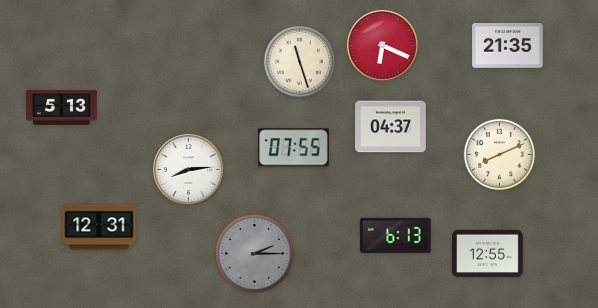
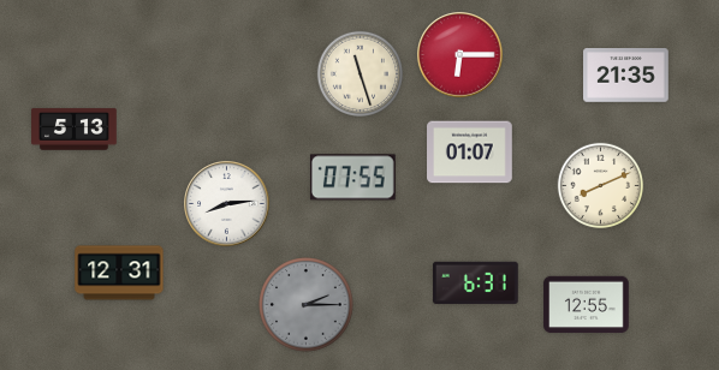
clock at (383, 46): 6:19 -> 6:15
clock at (508, 46) position: (508, 46) -> (626, 76)
clock at (391, 127): 04:37 -> 01:07
clock at (396, 235): 6:13 -> 6:31
